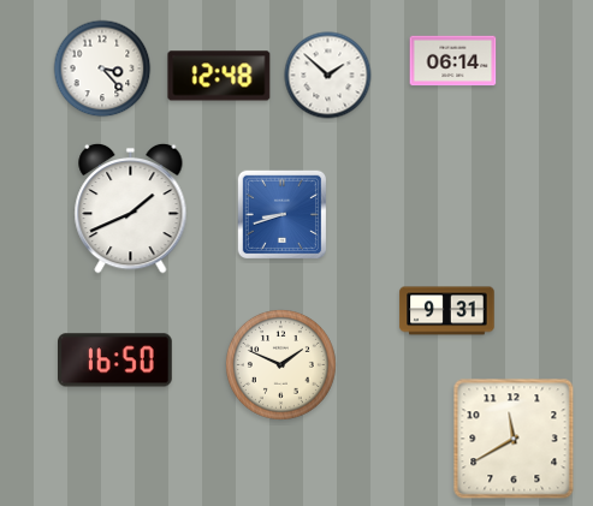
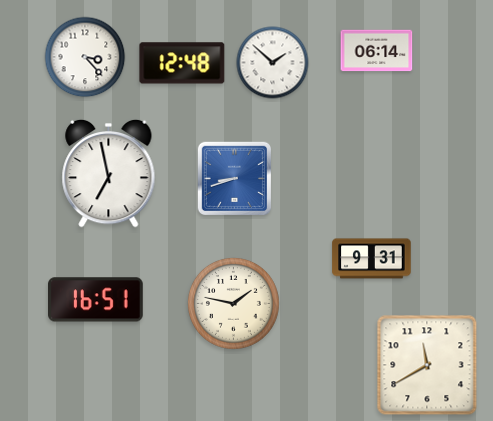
clock at (131, 208): 1:41 -> 6:58
clock at (115, 361): 16:50 -> 16:51
clock at (280, 364): 1:49 -> 1:47
